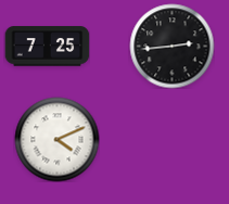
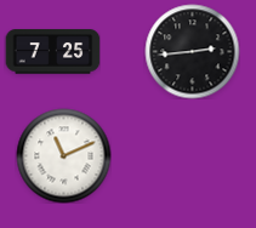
clock at (56, 139): 4:11 -> 11:11
